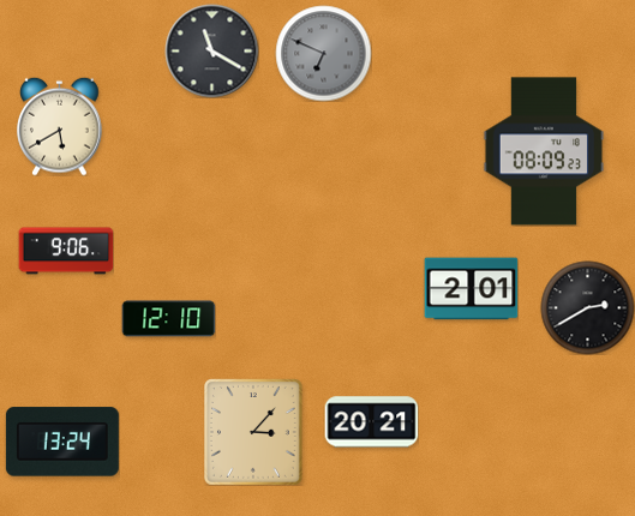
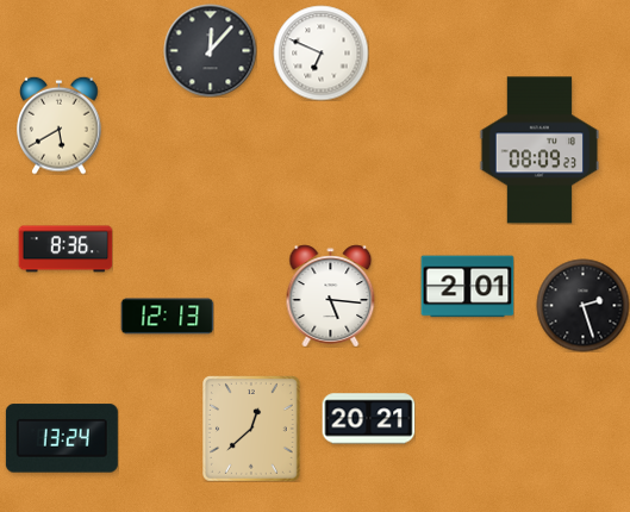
clock at (211, 50): 11:20 -> 12:07
clock at (323, 53) dial: grey -> white
clock at (66, 251): 9:06 -> 8:36
clock at (331, 295): none -> 5:16
clock at (587, 307): 2:40 -> 2:27
clock at (168, 319): 12:10 -> 12:13
clock at (254, 432): 3:07 -> 12:38
